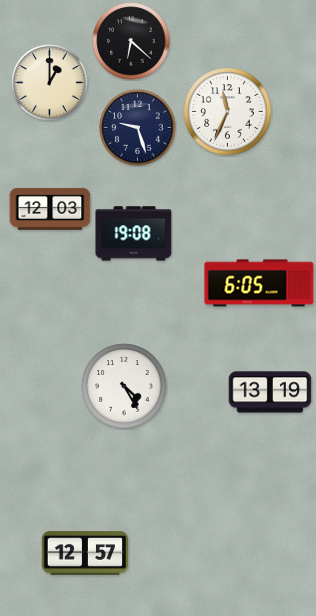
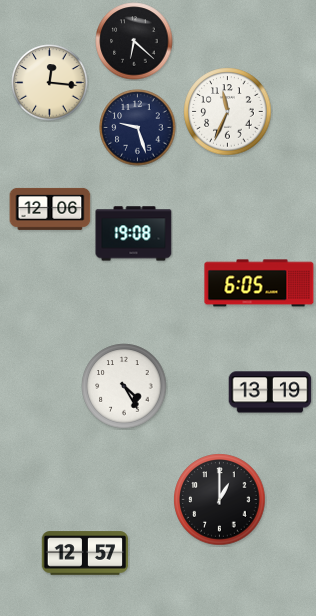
clock at (131, 41) position: (131, 41) -> (134, 41)
clock at (50, 83): 1:00 -> 12:16
clock at (50, 209): 12:03 -> 12:06
clock at (220, 500): none -> 1:00
